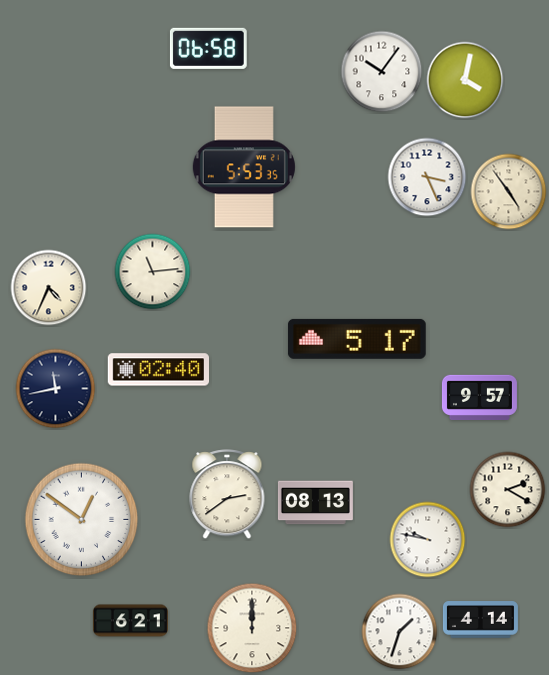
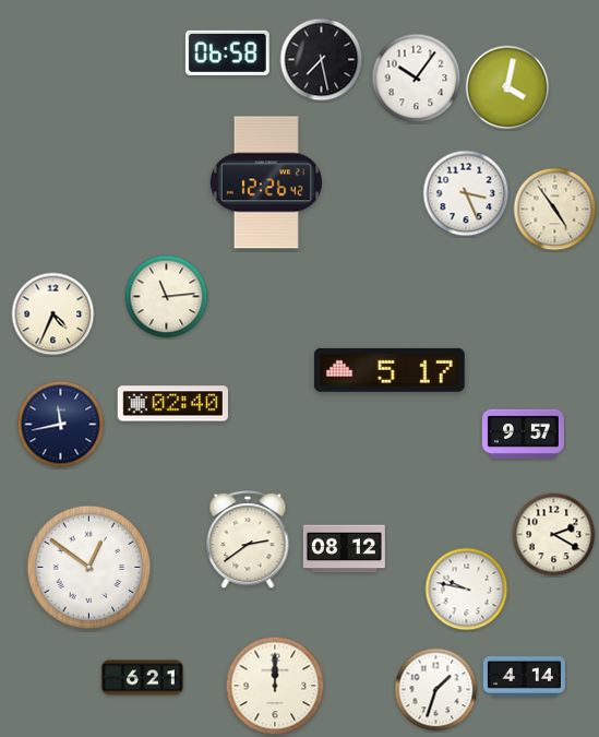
clock at (322, 60): none -> 7:28
clock at (244, 167): 5:53 -> 12:26
clock at (315, 503): 08:13 -> 08:12
